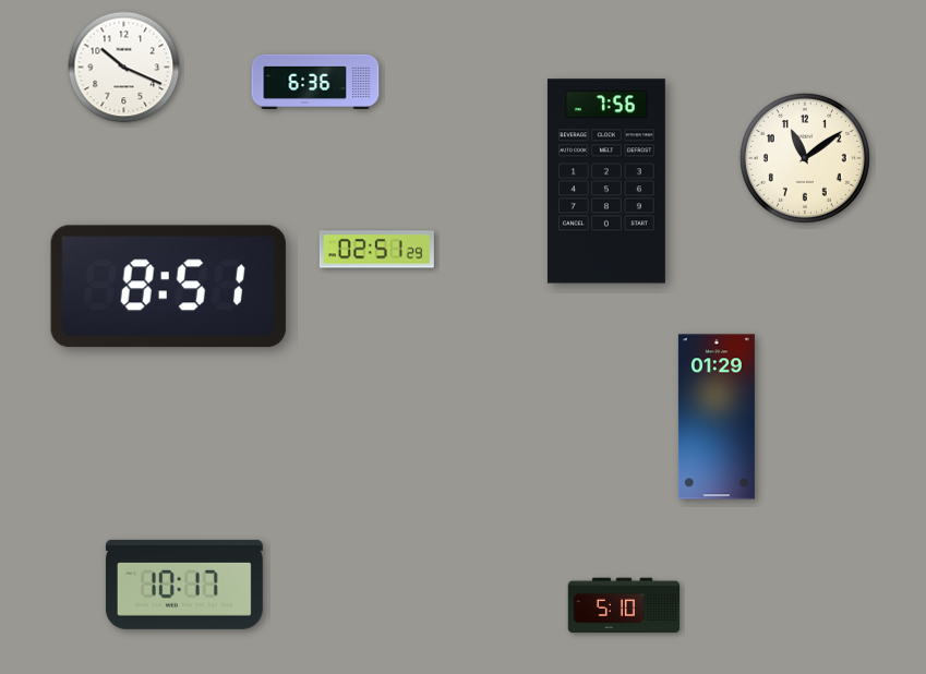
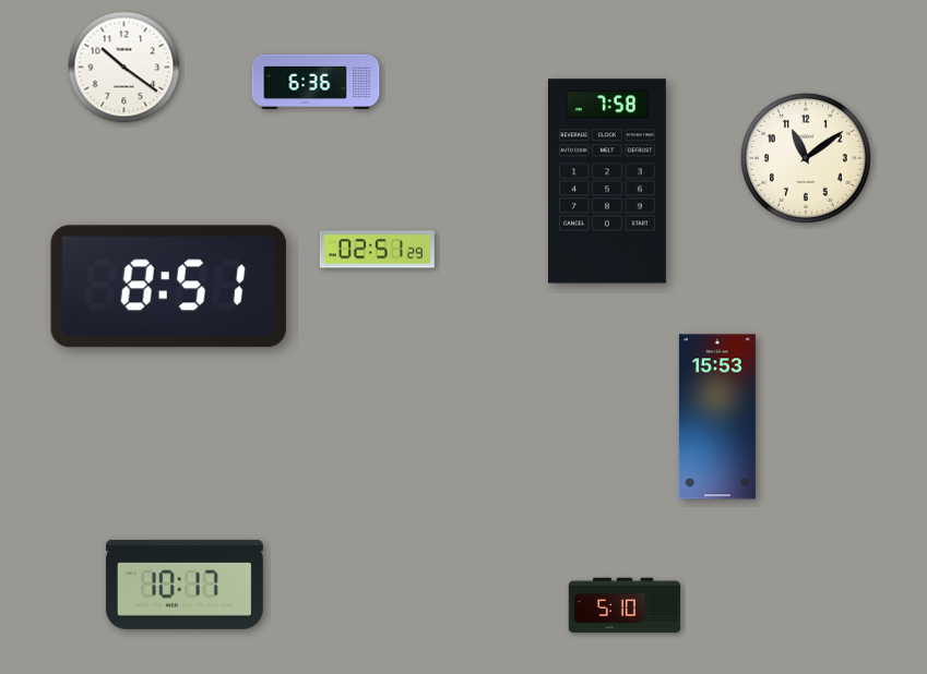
clock at (124, 68): 10:19 -> 10:21
clock at (606, 181): 7:56 -> 7:58
clock at (717, 417): 01:29 -> 15:53
